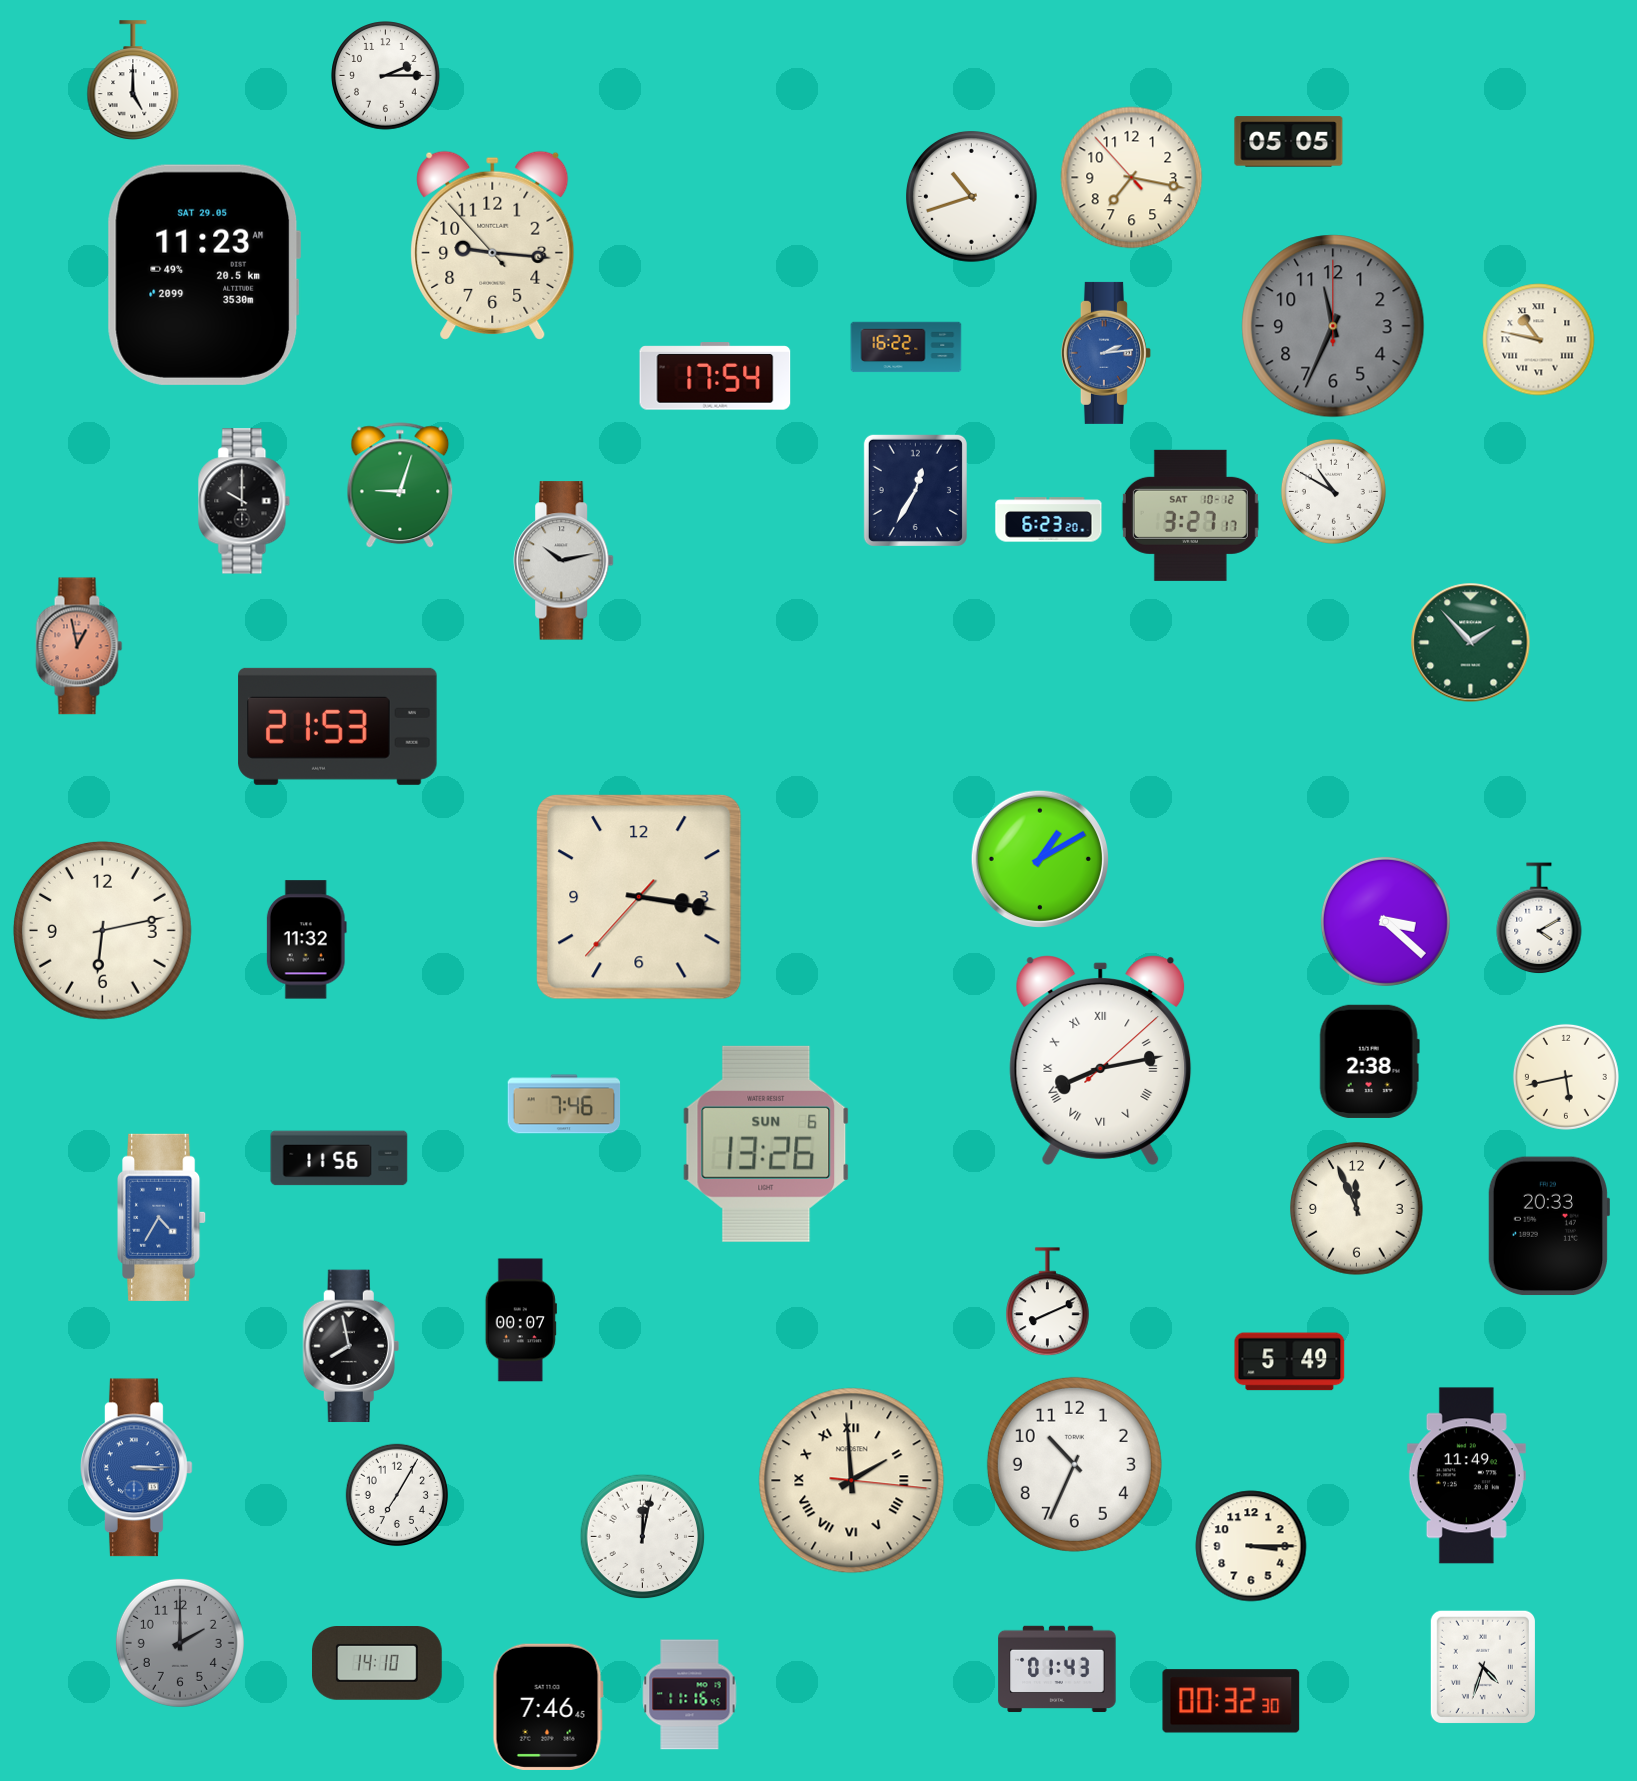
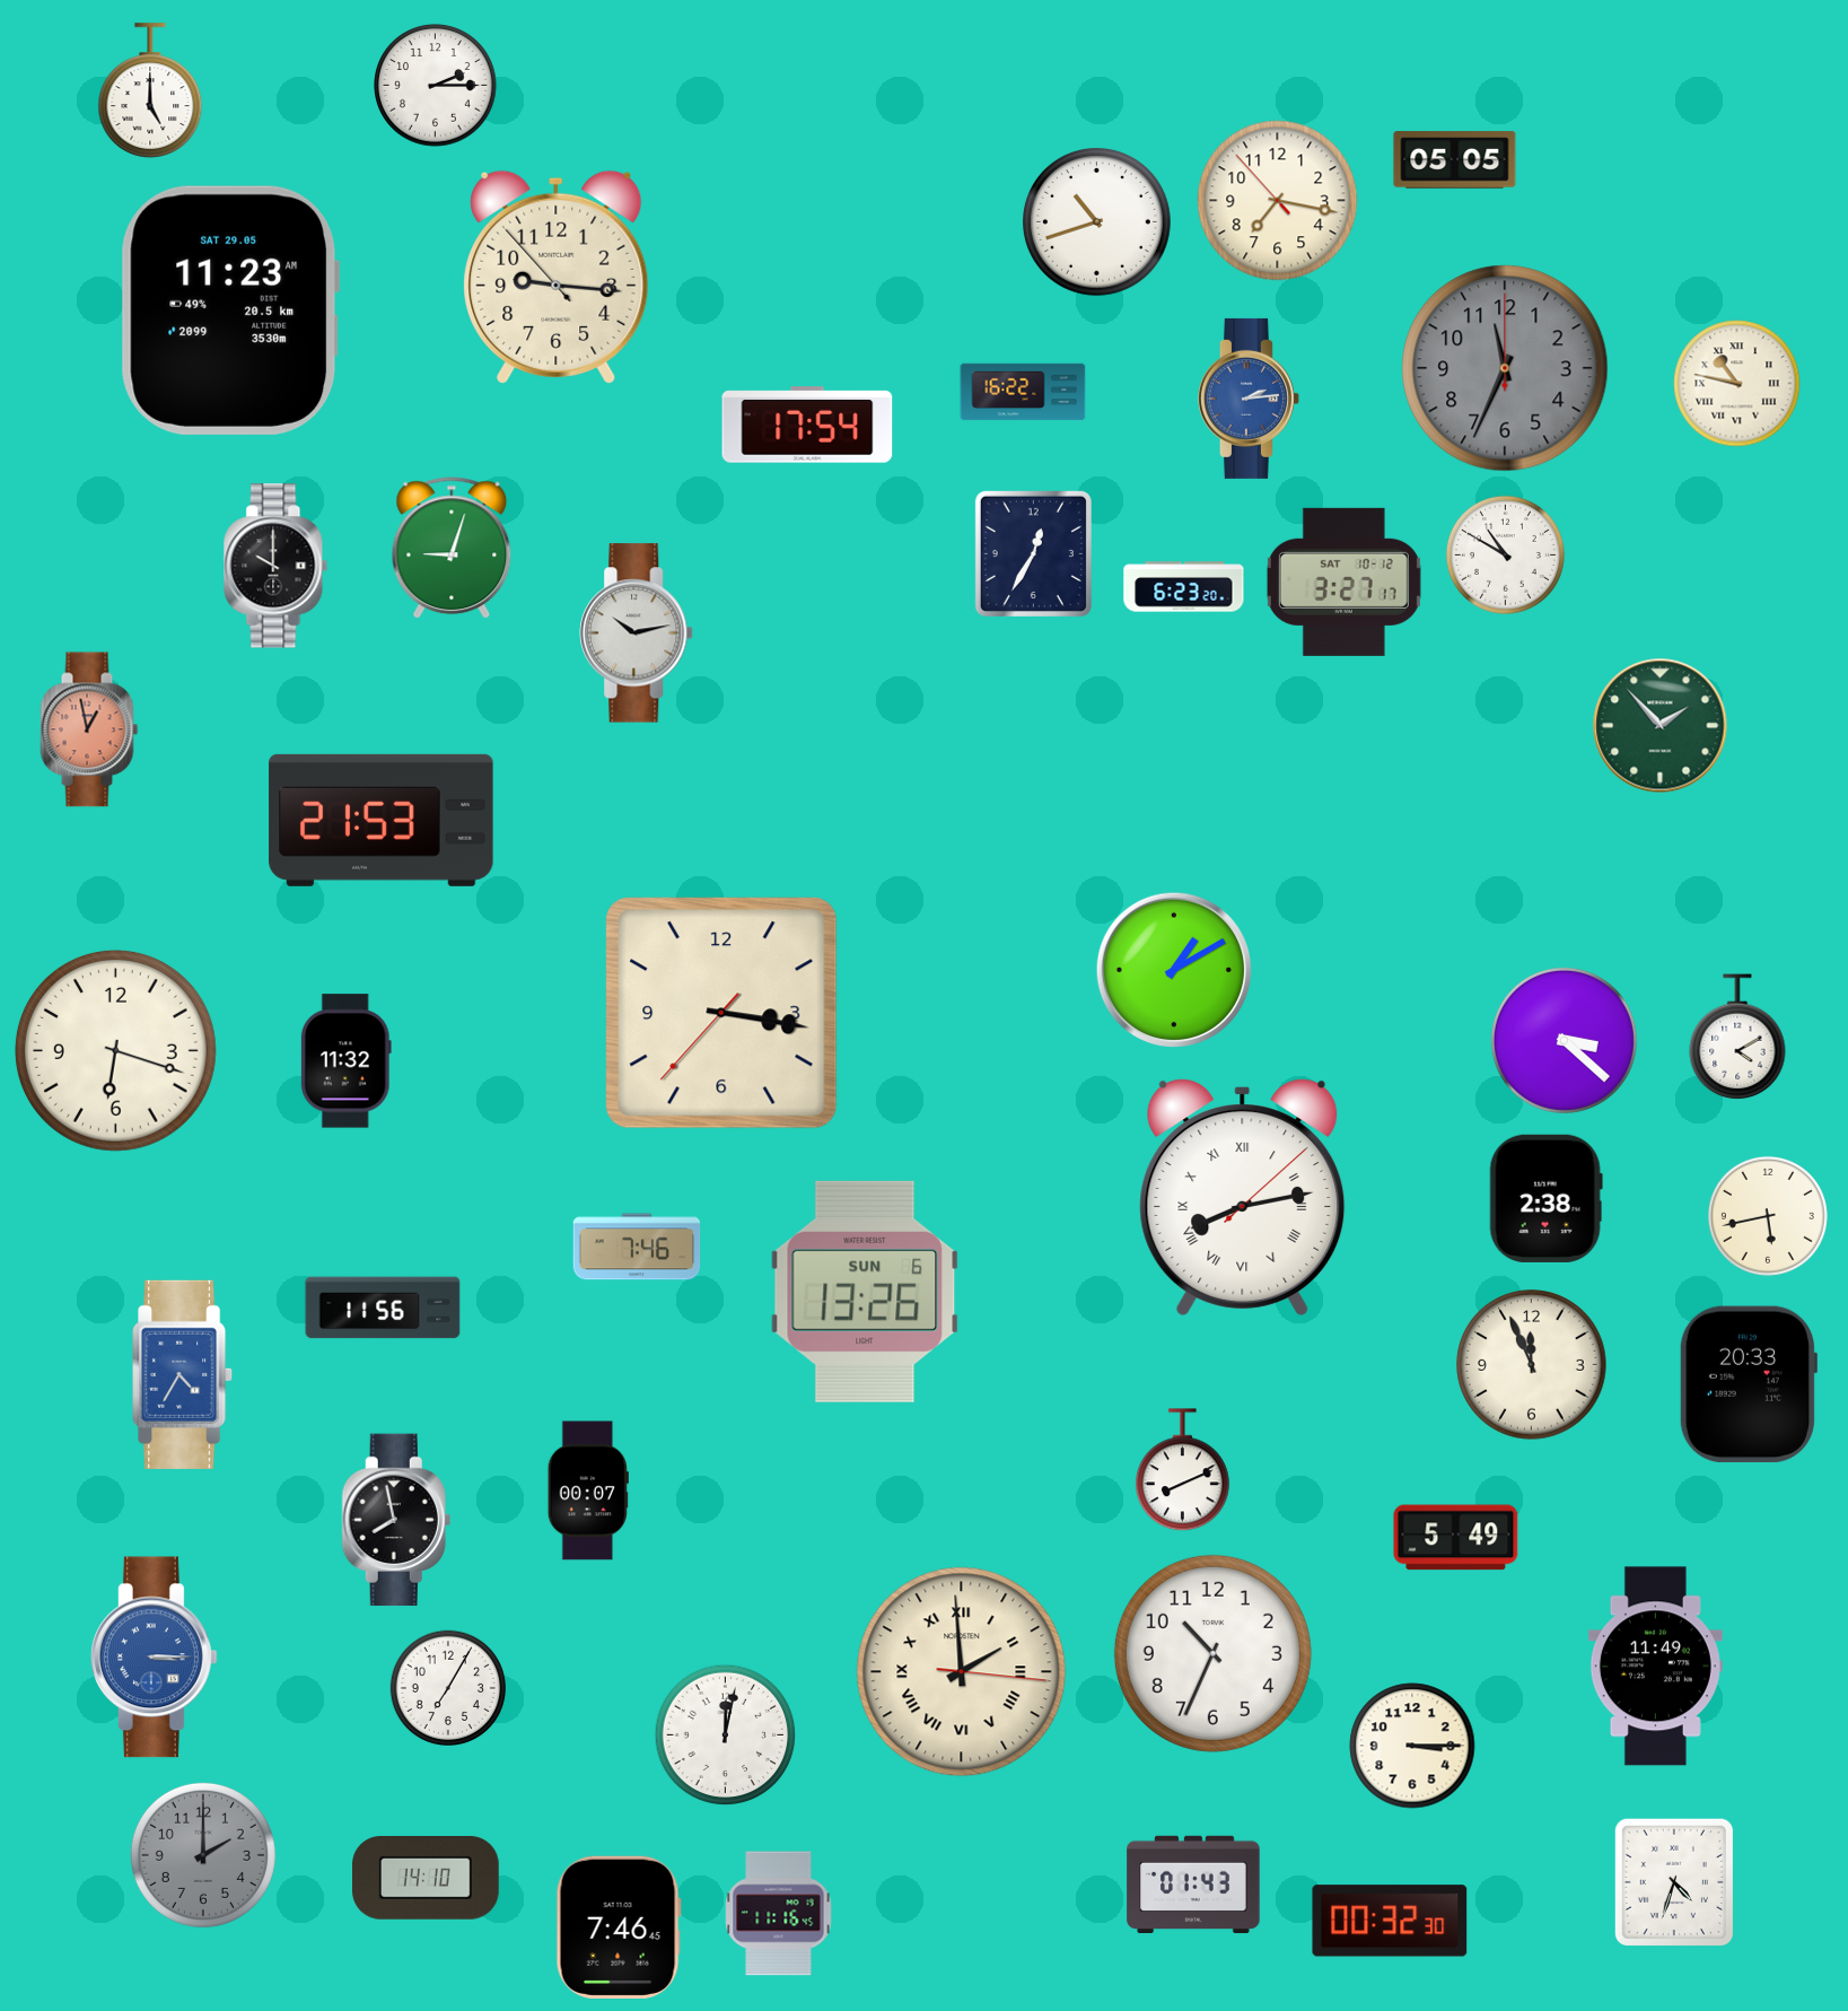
clock at (102, 930): 6:13 -> 6:18
